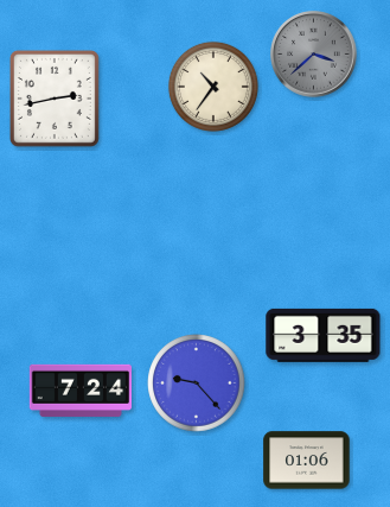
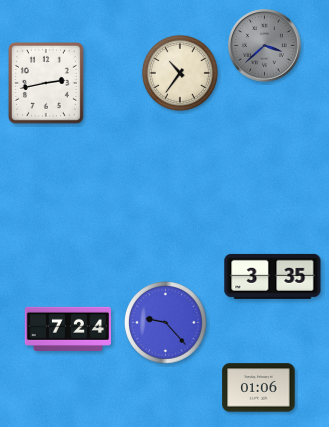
clock at (324, 335) position: (324, 335) -> (273, 276)
